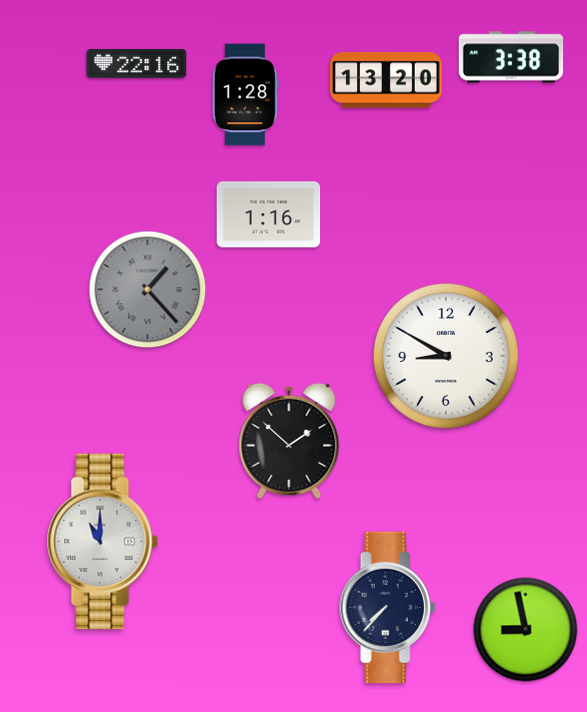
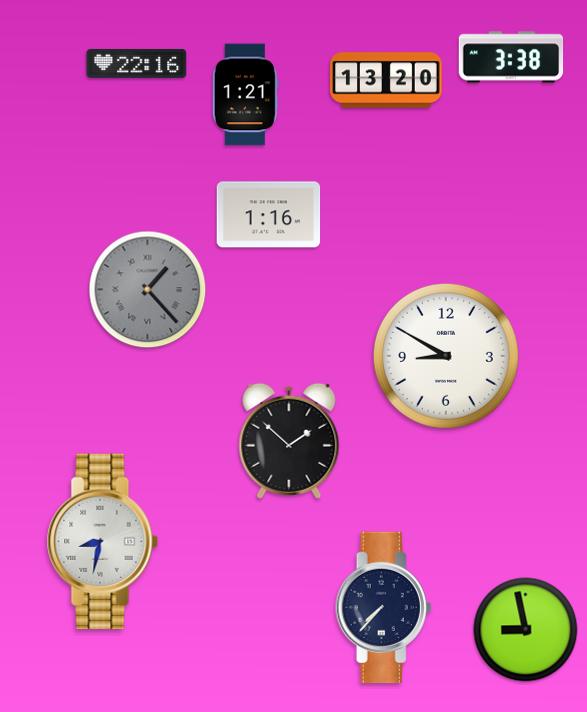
clock at (245, 95): 1:28 -> 1:21
clock at (102, 542): 11:00 -> 8:32
clock at (388, 608) position: (388, 608) -> (384, 608)
